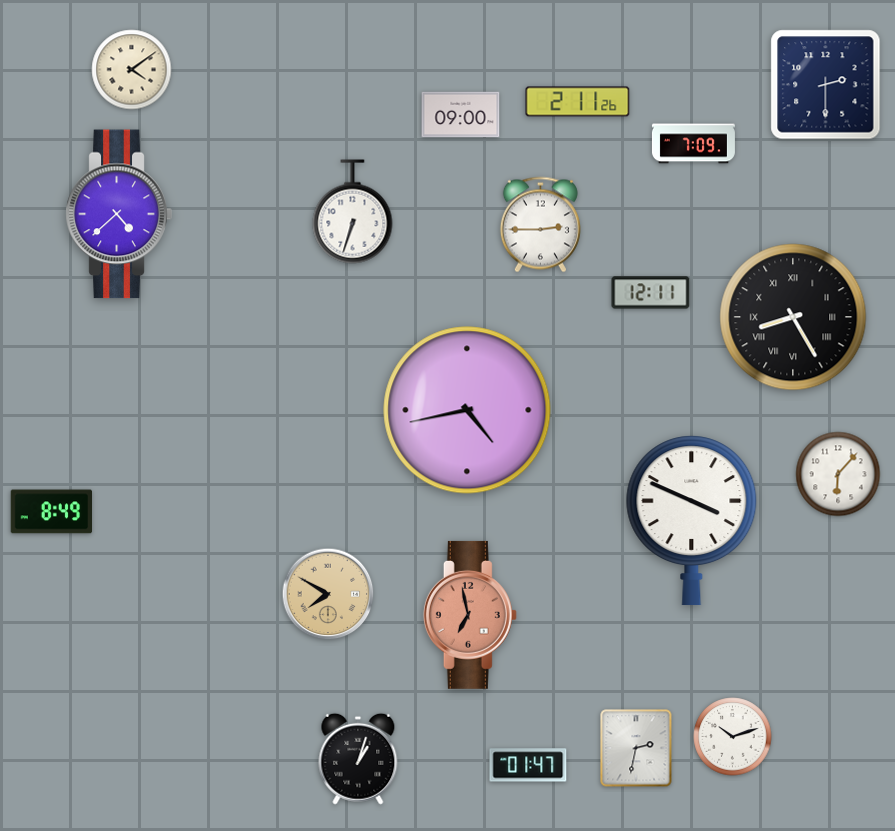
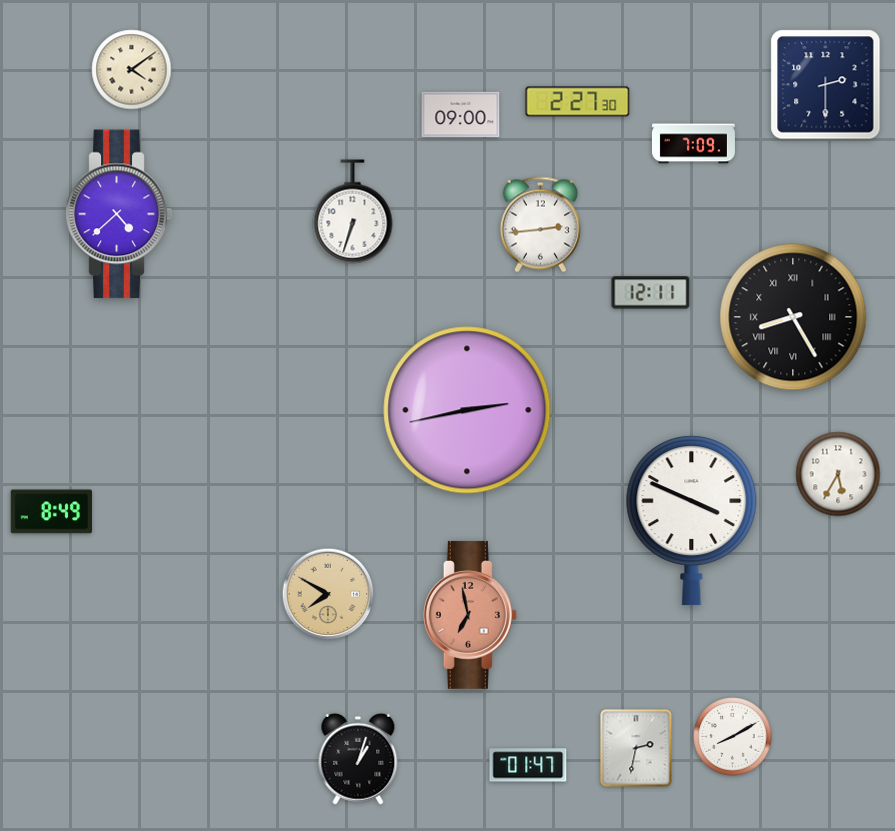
clock at (578, 102): 2:11 -> 2:27
clock at (540, 225): 2:45 -> 2:44
clock at (467, 410): 4:43 -> 2:43
clock at (838, 474): 6:07 -> 5:35
clock at (733, 737): 10:12 -> 8:10
